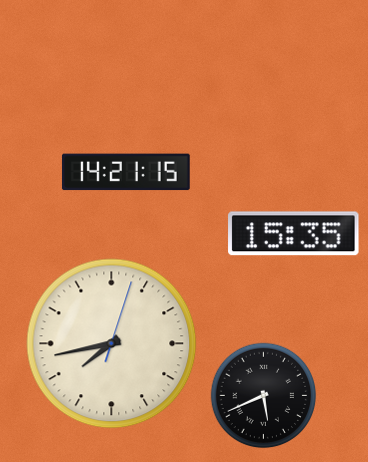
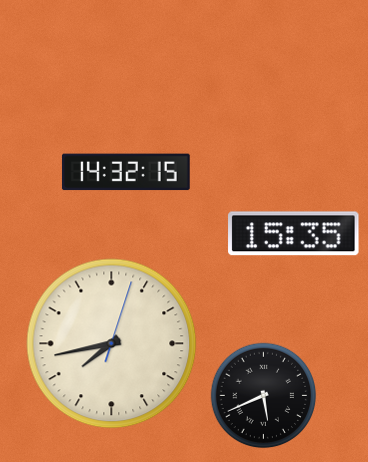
clock at (126, 172): 14:21 -> 14:32
